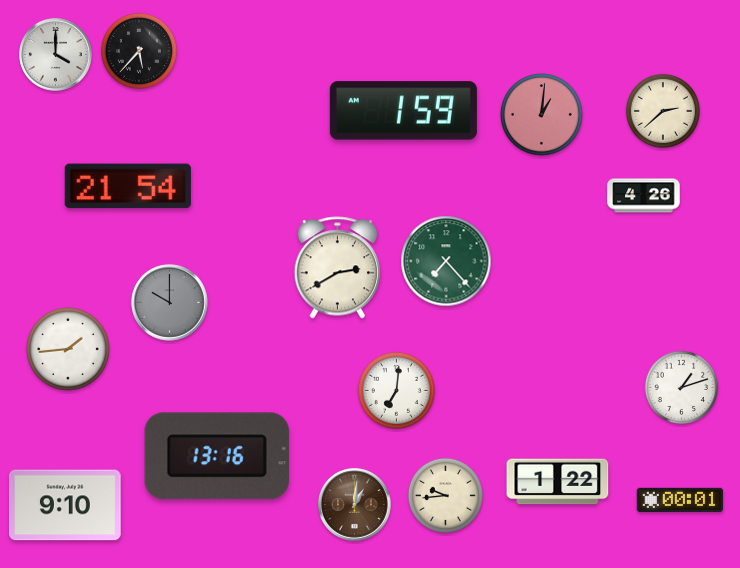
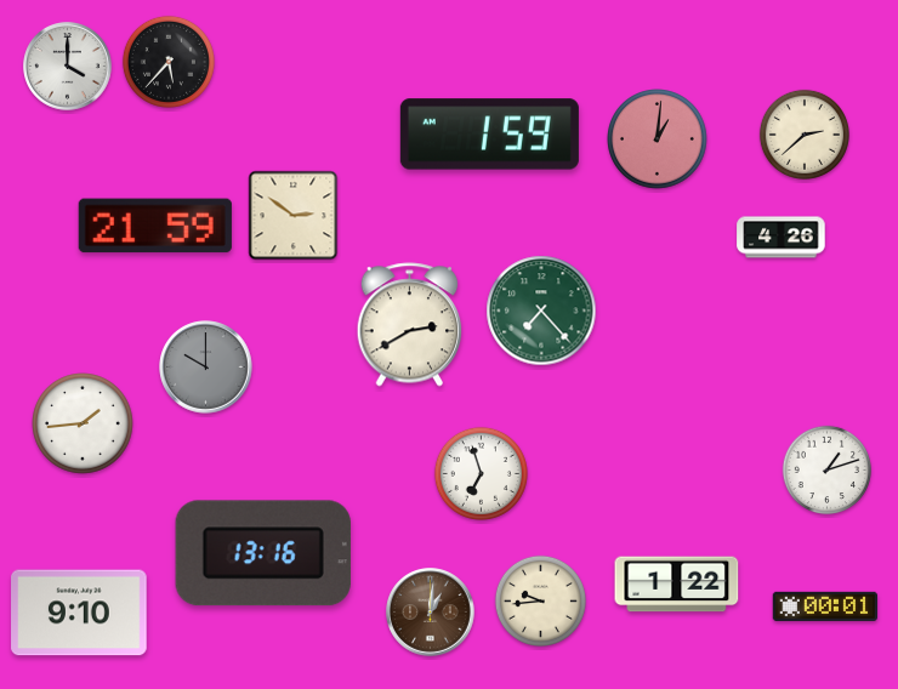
clock at (294, 216): none -> 2:51
clock at (128, 186): 21:54 -> 21:59
clock at (446, 261) position: (446, 261) -> (541, 311)
clock at (396, 390): 7:01 -> 6:57
